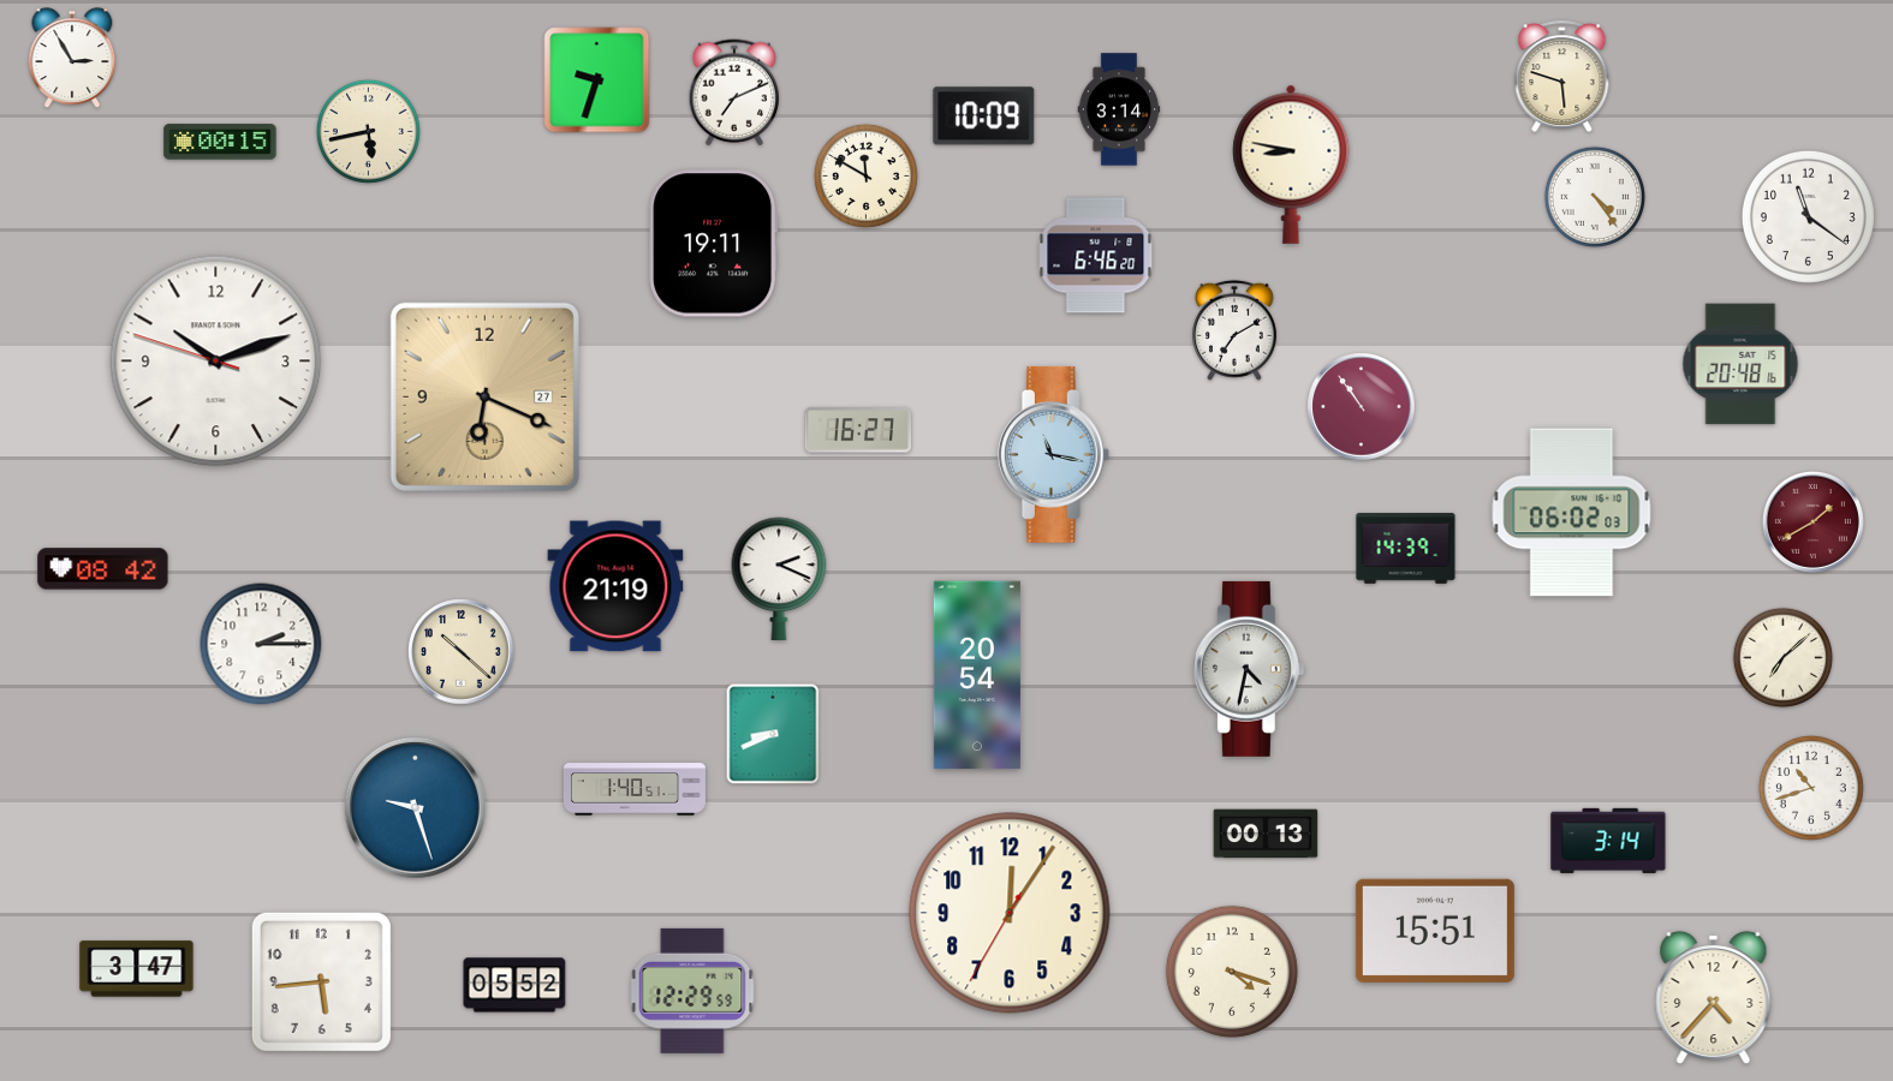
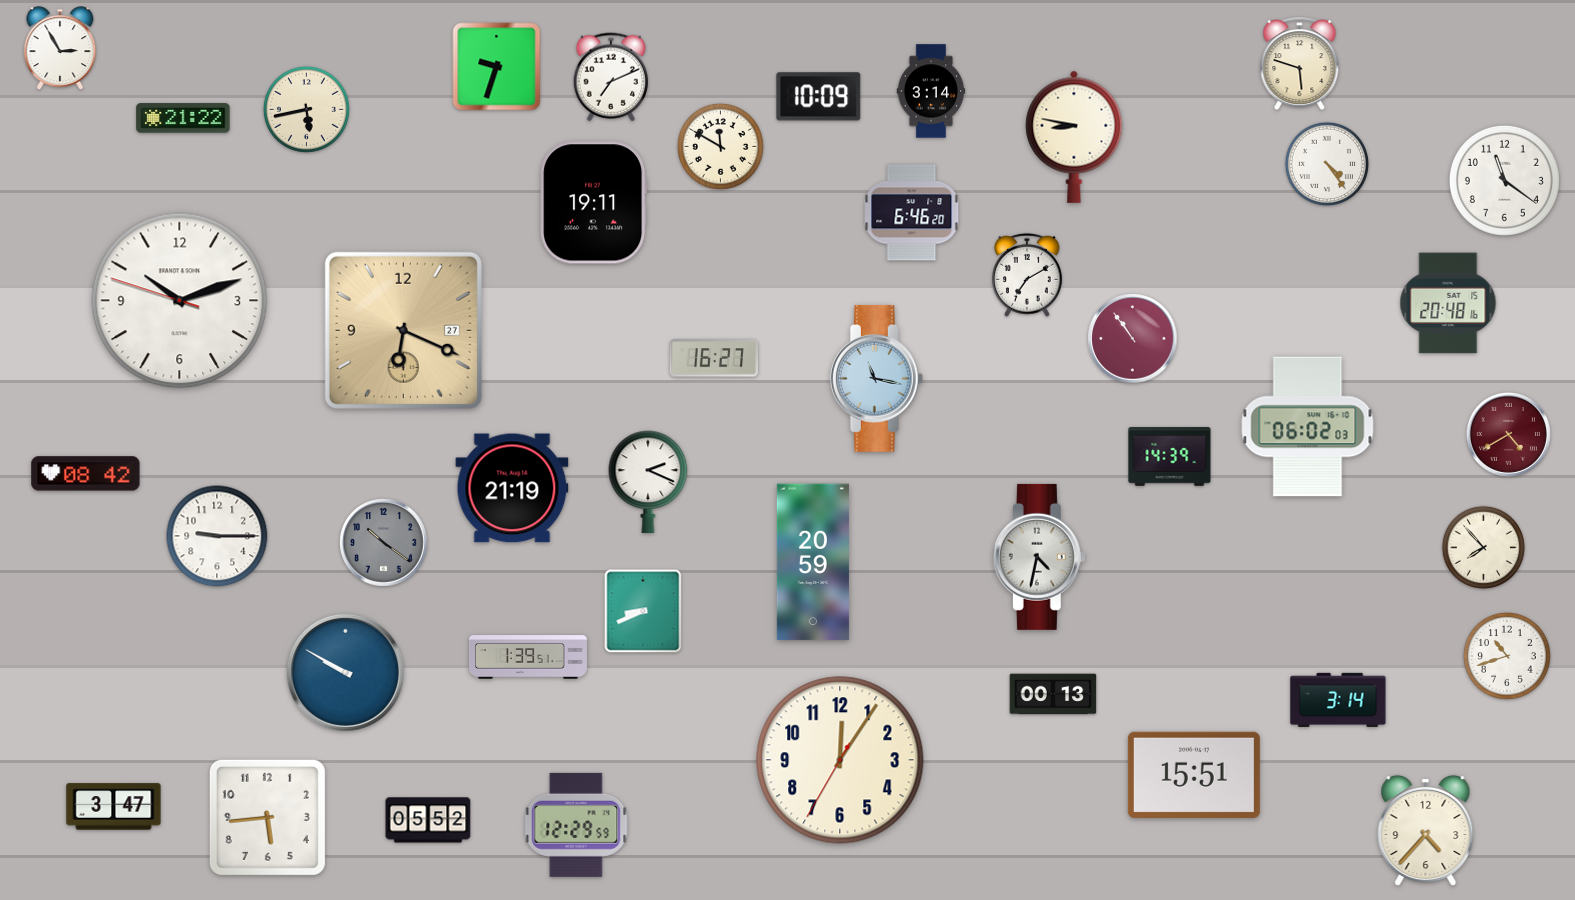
clock at (220, 142): 00:15 -> 21:22
clock at (1812, 521): 1:40 -> 4:40
clock at (261, 644): 2:15 -> 9:15
clock at (462, 652): 10:22 -> 10:21
clock at (462, 652) dial: cream -> grey
clock at (1784, 658): 7:08 -> 7:53
clock at (977, 675): 20:54 -> 20:59
clock at (635, 789): 1:40 -> 1:39
clock at (415, 807): 9:27 -> 9:50
clock at (1232, 972): 4:18 -> none
